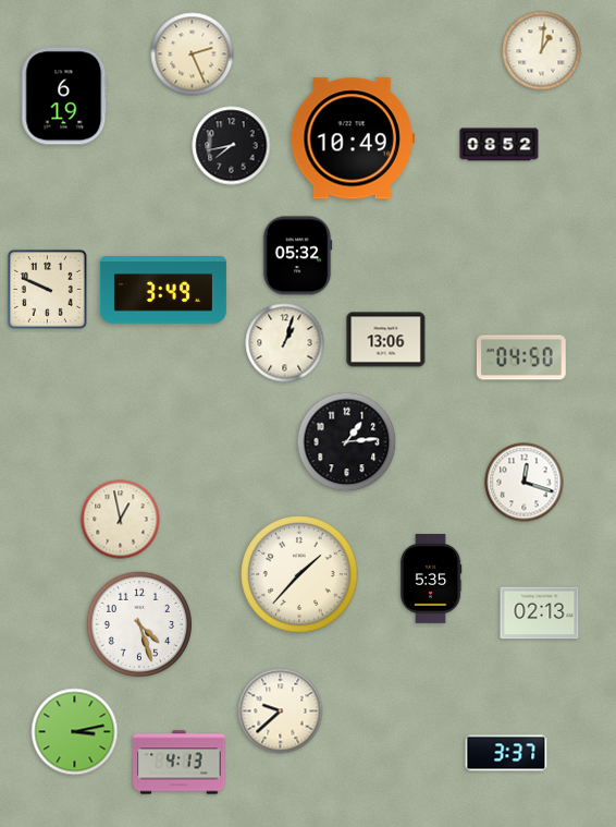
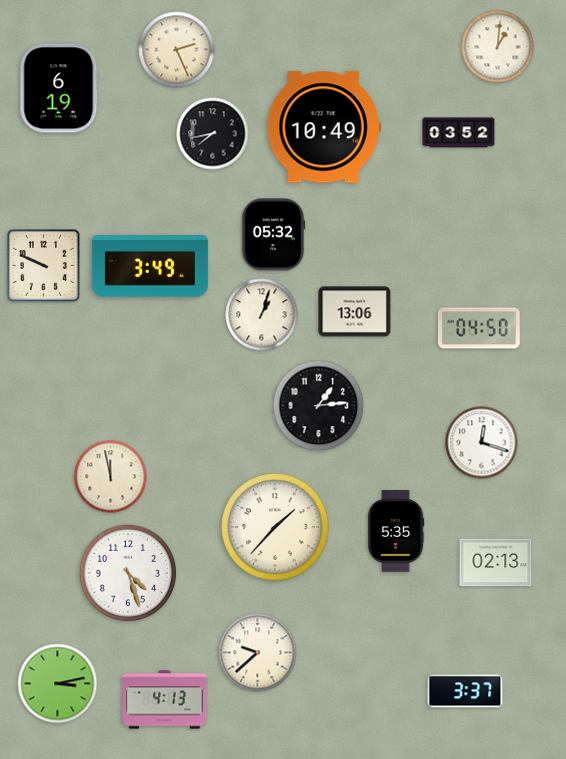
clock at (500, 145): 08:52 -> 03:52
clock at (121, 520): 12:58 -> 11:58
clock at (75, 732) position: (75, 732) -> (58, 684)
